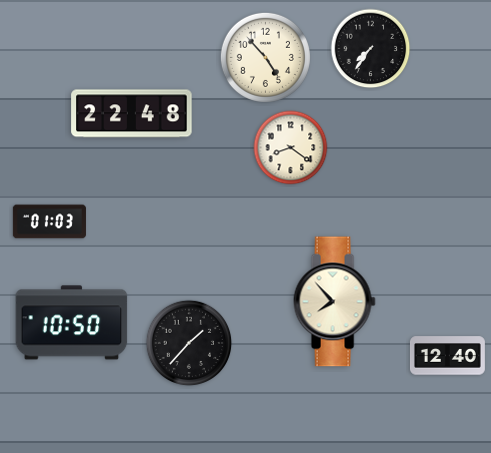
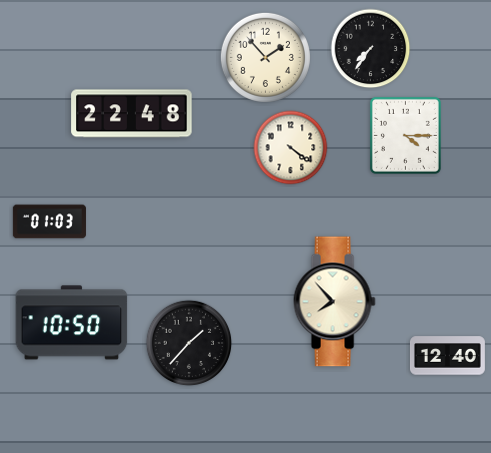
clock at (265, 57): 4:53 -> 1:53
clock at (405, 135): none -> 4:15
clock at (291, 148): 8:21 -> 4:21
